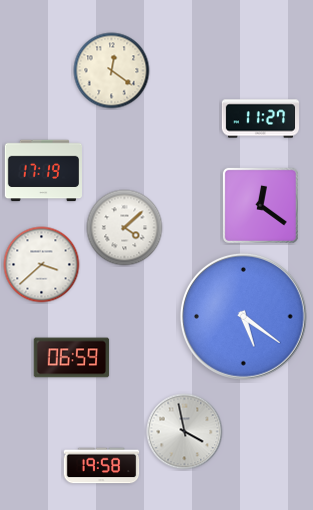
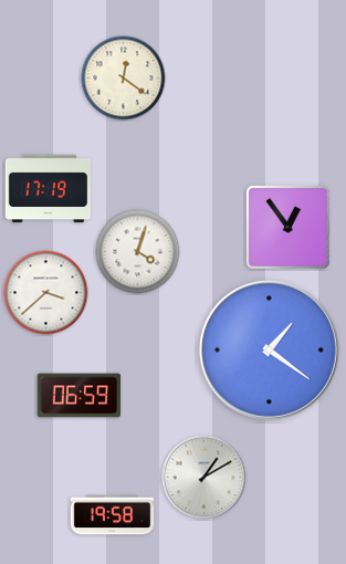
clock at (260, 119): 11:27 -> none
clock at (260, 205): 12:21 -> 12:54
clock at (125, 228): 4:08 -> 4:03
clock at (243, 316): 5:21 -> 1:21
clock at (185, 432): 3:58 -> 1:10
